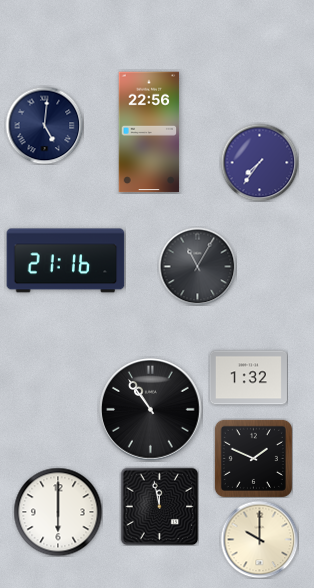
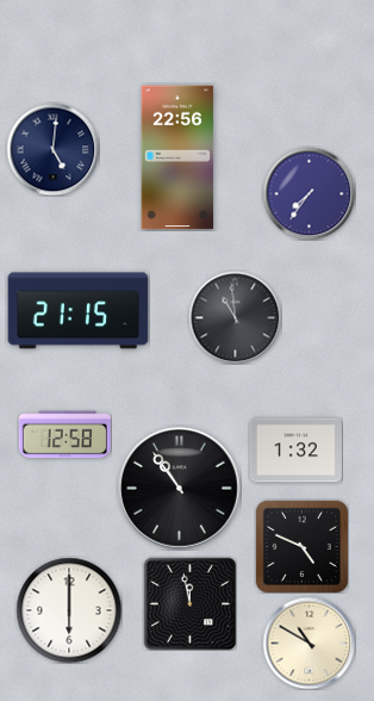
clock at (66, 261): 21:16 -> 21:15
clock at (197, 266): 11:05 -> 10:59
clock at (64, 435): none -> 12:58
clock at (253, 458): 1:49 -> 4:49
clock at (259, 539): 10:00 -> 10:50
